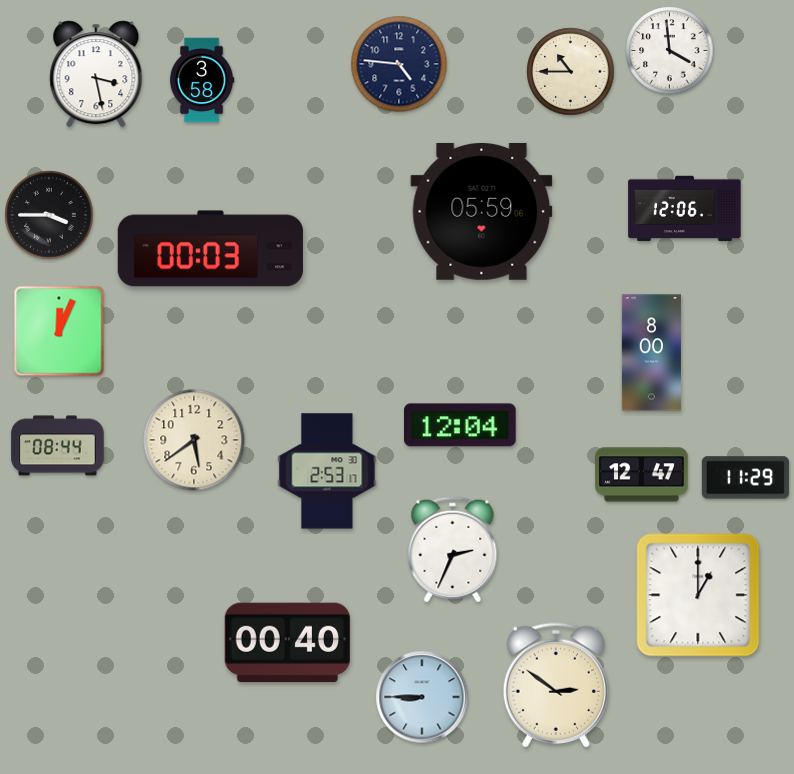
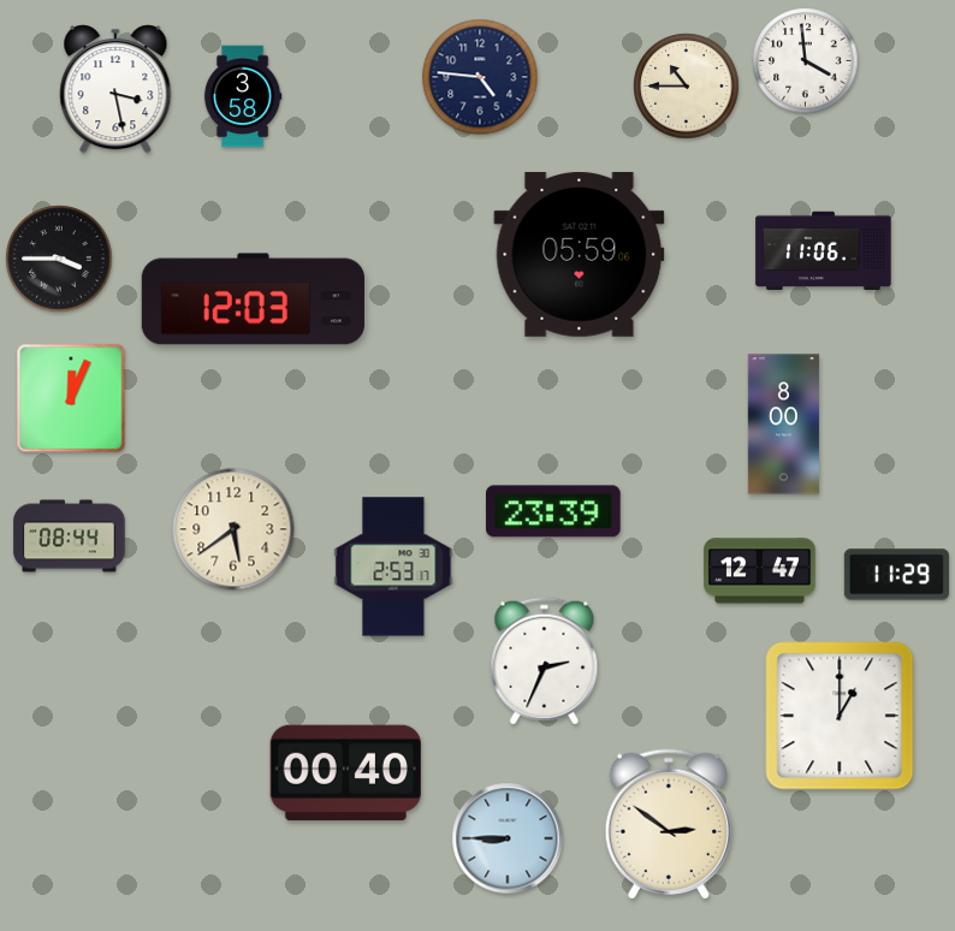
clock at (685, 209): 12:06 -> 11:06
clock at (210, 249): 00:03 -> 12:03
clock at (461, 425): 12:04 -> 23:39
clock at (642, 475) position: (642, 475) -> (760, 571)
